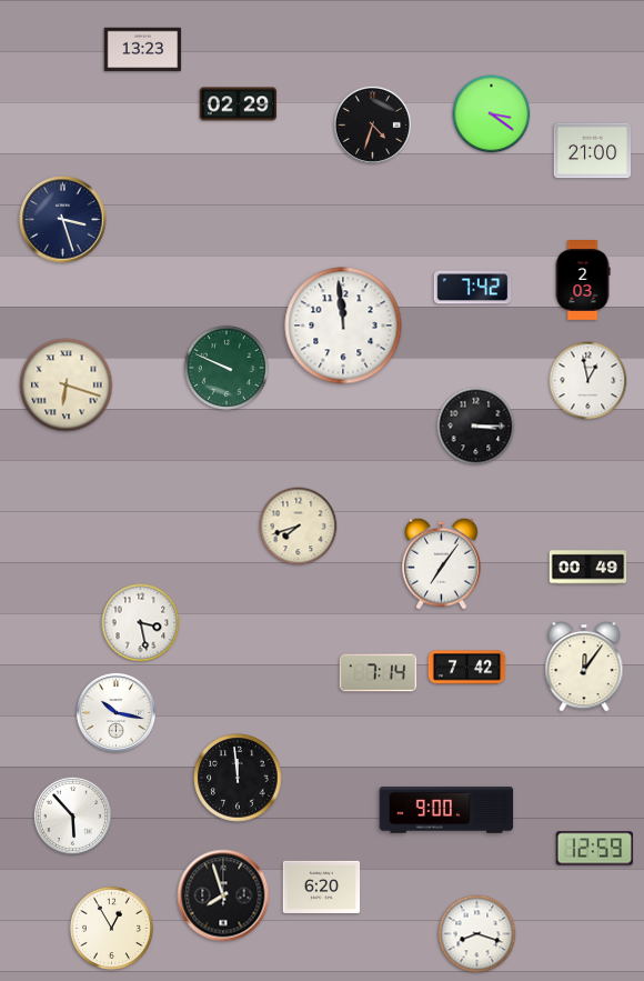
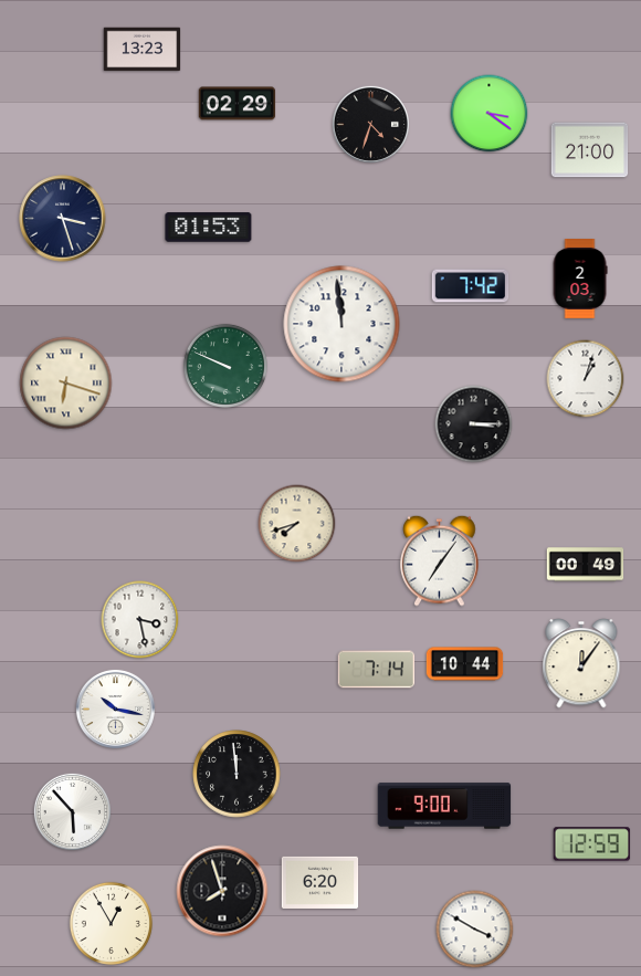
clock at (209, 228): none -> 01:53
clock at (588, 381): 12:58 -> 1:03
clock at (467, 668): 7:42 -> 10:44
clock at (477, 934): 8:18 -> 3:50
